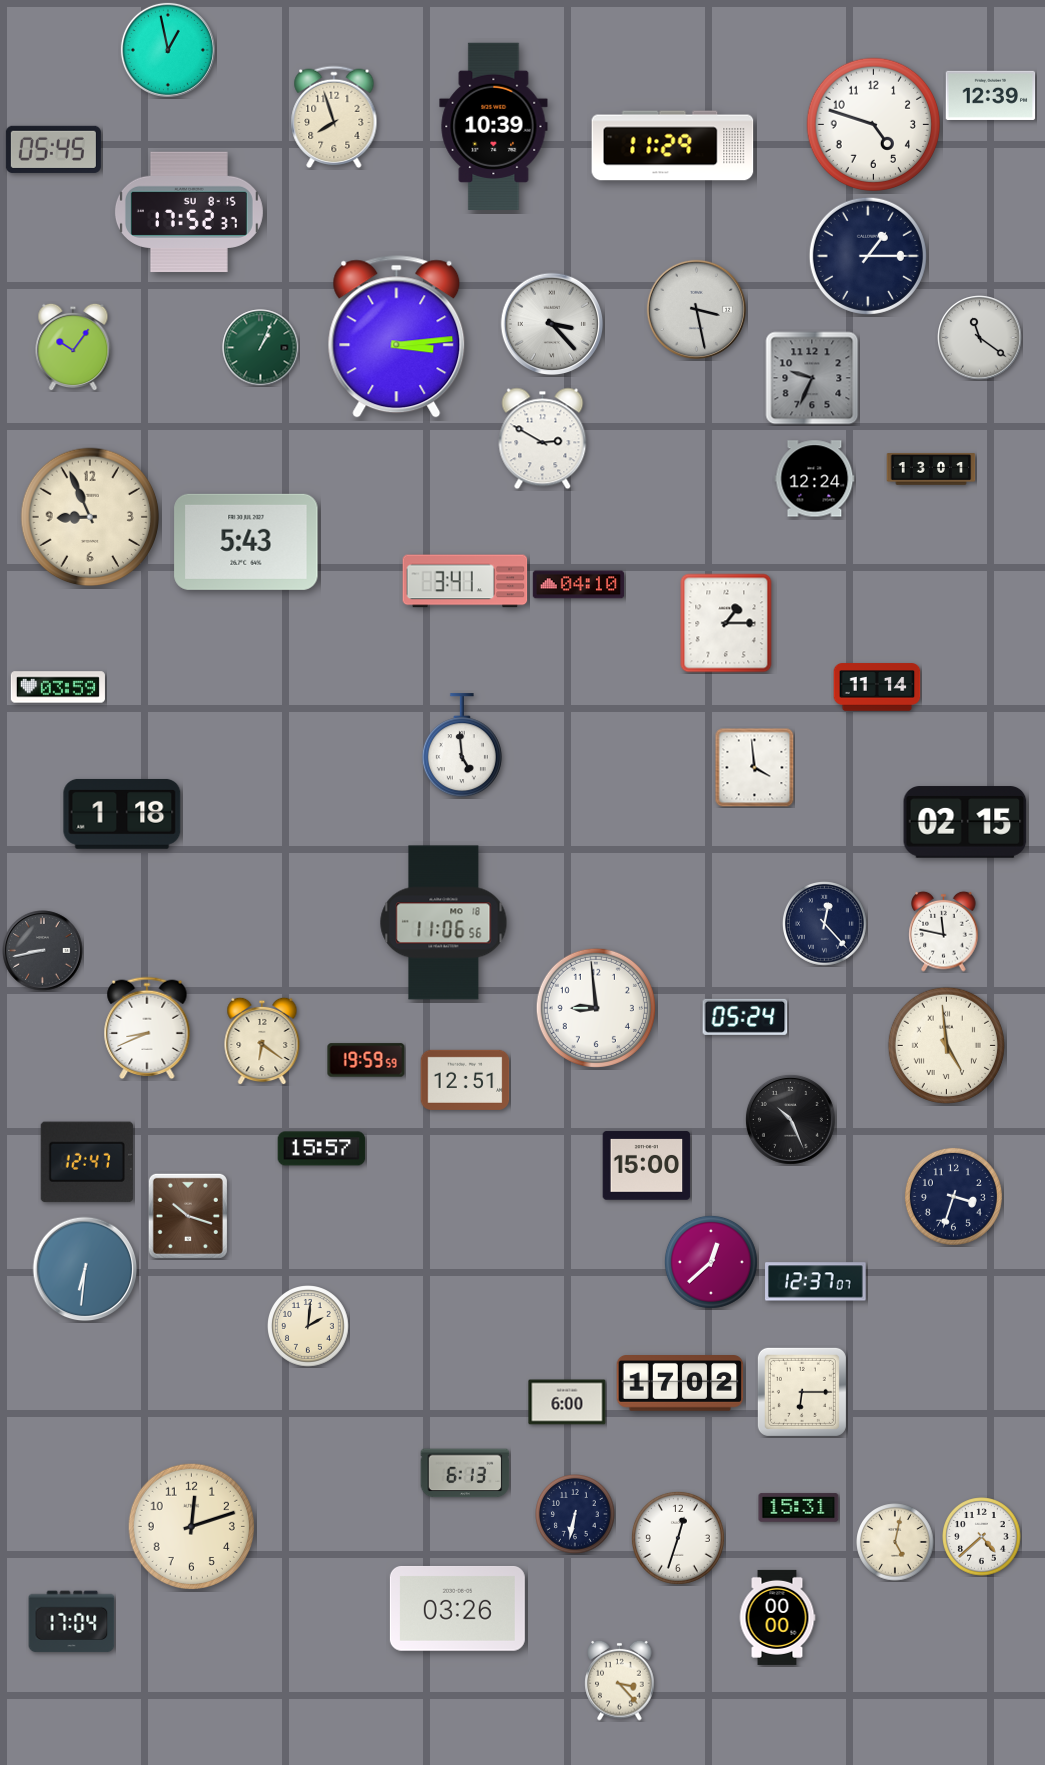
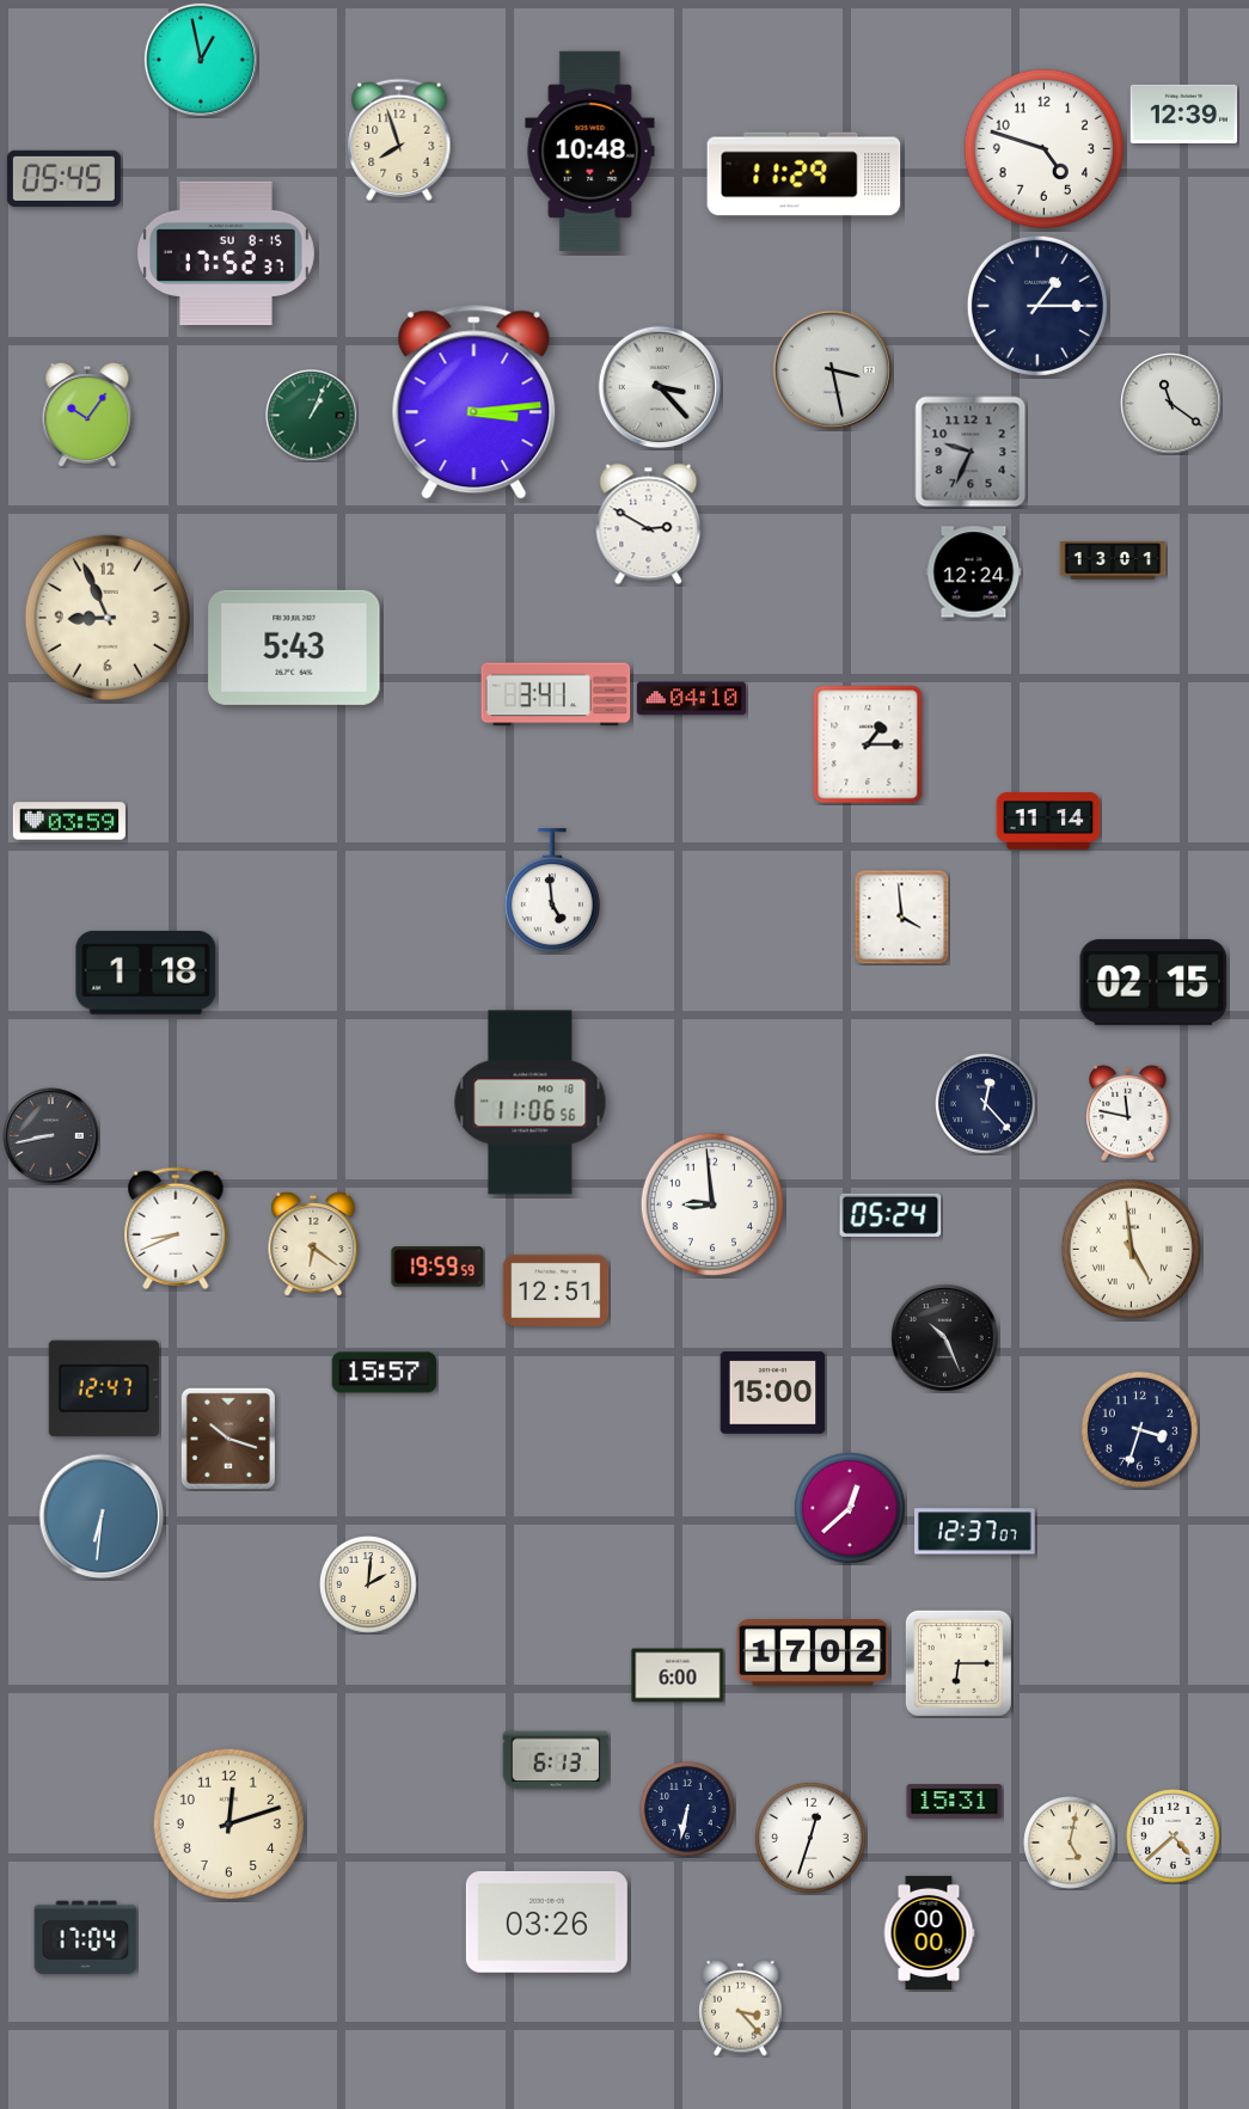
clock at (494, 126): 10:39 -> 10:48
clock at (188, 1216) position: (188, 1216) -> (228, 1439)
